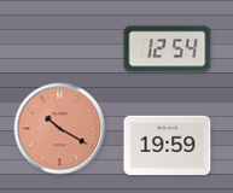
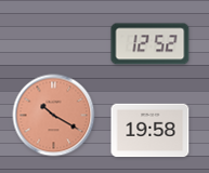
clock at (168, 49): 12:54 -> 12:52
clock at (168, 146): 19:59 -> 19:58
